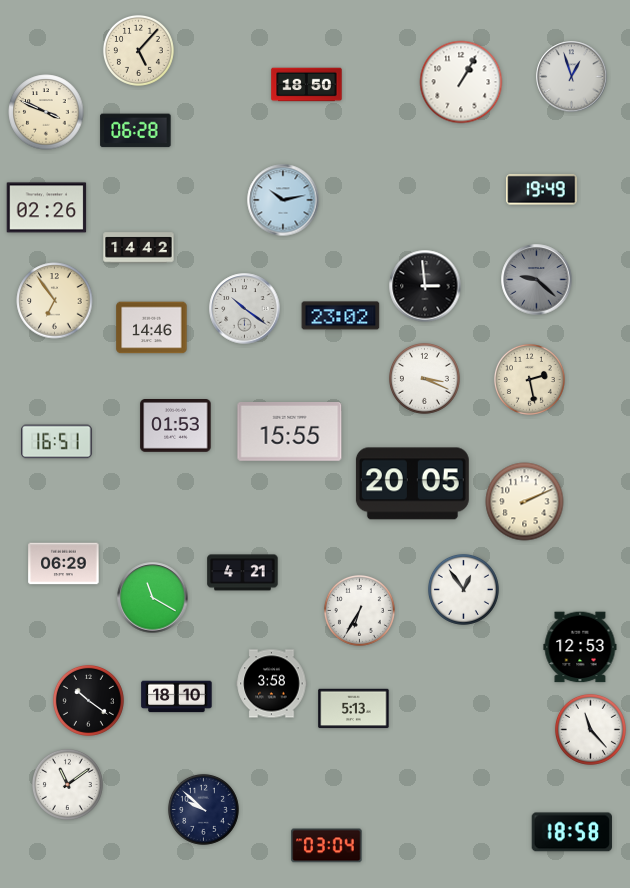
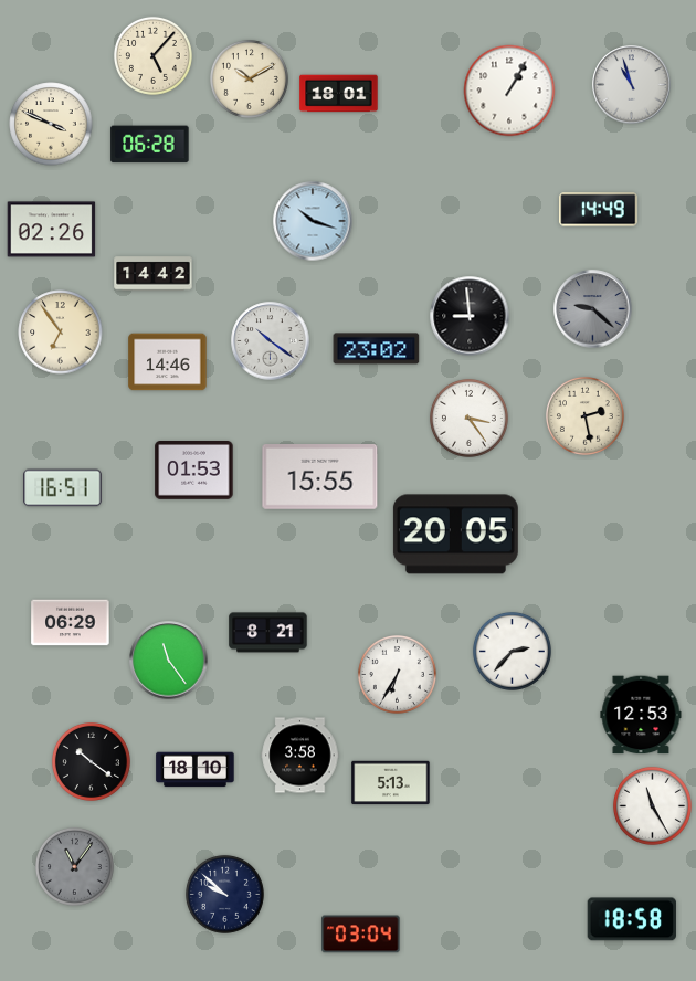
clock at (249, 78): none -> 10:10
clock at (572, 77): 12:57 -> 10:57
clock at (307, 85): 18:50 -> 18:01
clock at (542, 190): 19:49 -> 14:49
clock at (283, 200): 10:13 -> 10:18
clock at (425, 286): 2:59 -> 8:59
clock at (424, 378): 3:19 -> 3:24
clock at (529, 379) position: (529, 379) -> (584, 415)
clock at (525, 502): 2:11 -> none
clock at (243, 573): 4:21 -> 8:21
clock at (463, 589): 12:54 -> 2:37
clock at (153, 598): 11:20 -> 11:24
clock at (88, 700) position: (88, 700) -> (91, 761)
clock at (590, 729): 11:23 -> 11:25
clock at (67, 784): 11:09 -> 11:06
clock at (67, 784) dial: white -> grey
